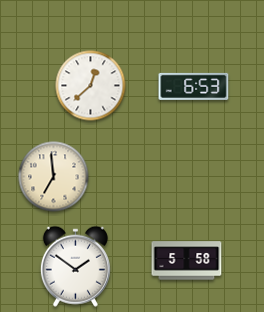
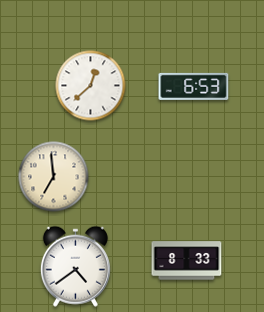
clock at (187, 261): 5:58 -> 8:33
clock at (75, 266): 1:51 -> 4:39
